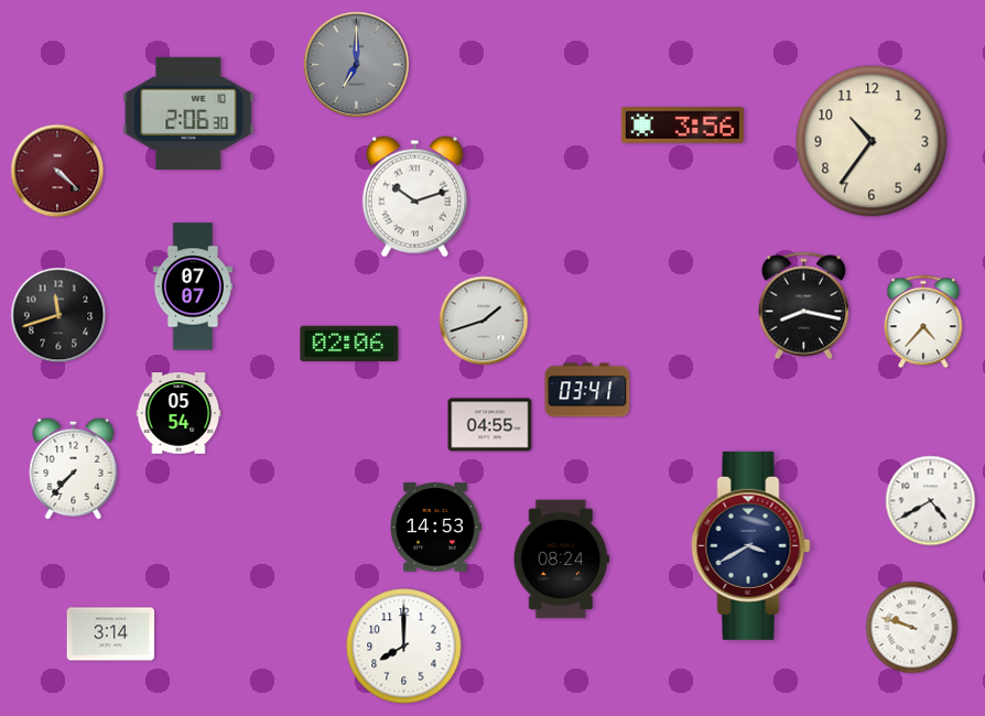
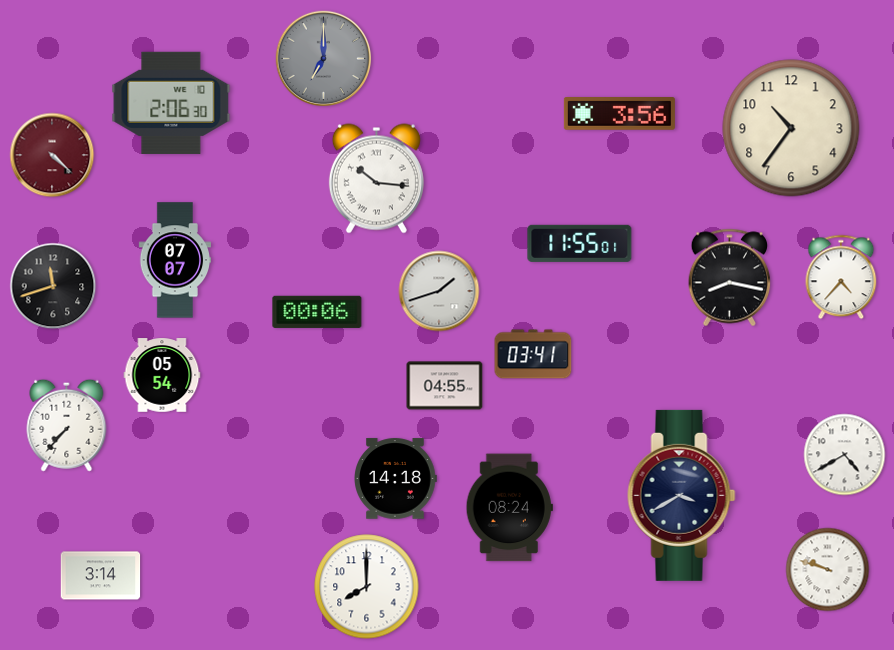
clock at (414, 197): 10:12 -> 10:16
clock at (580, 243): none -> 11:55
clock at (923, 322) position: (923, 322) -> (841, 277)
clock at (349, 344): 02:06 -> 00:06
clock at (435, 528): 14:53 -> 14:18
